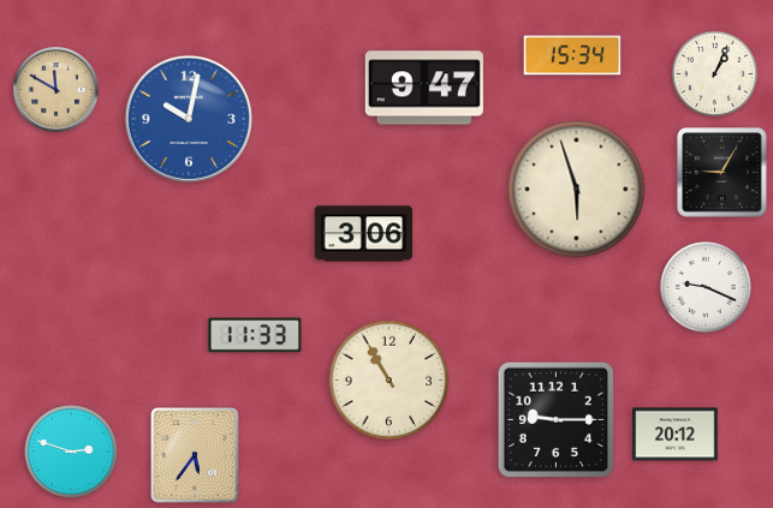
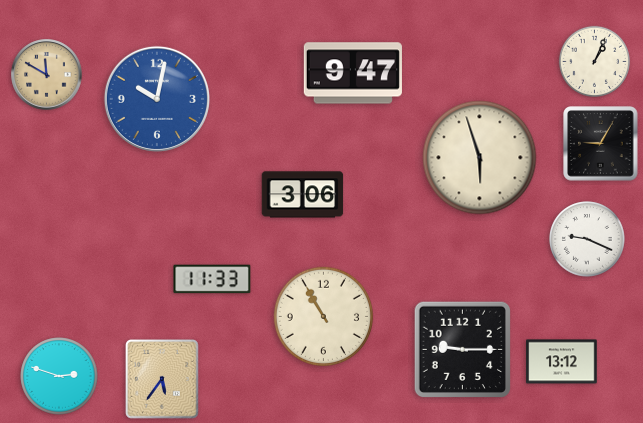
clock at (572, 55): 15:34 -> none
clock at (676, 435): 20:12 -> 13:12
